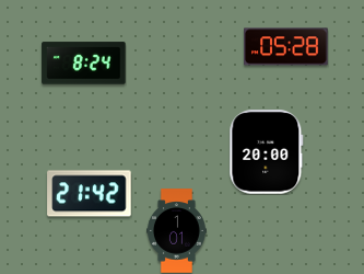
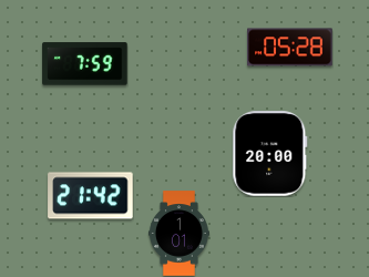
clock at (84, 64): 8:24 -> 7:59
